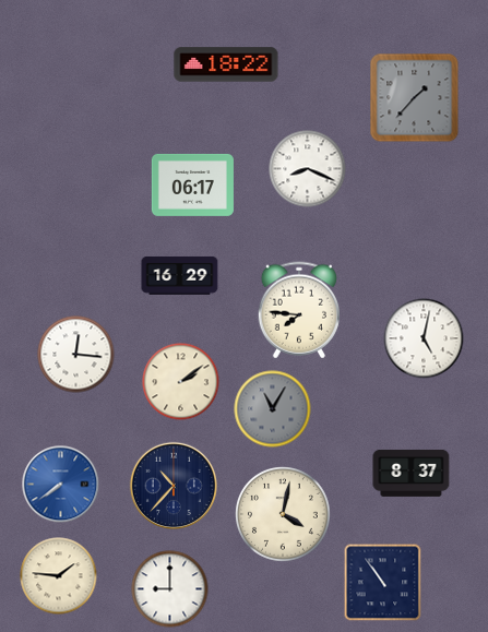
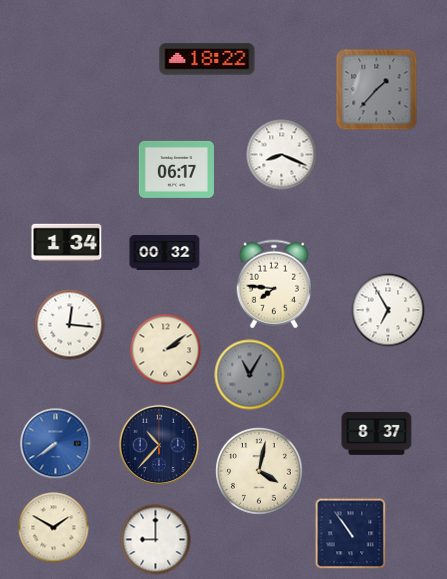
clock at (415, 98) position: (415, 98) -> (377, 90)
clock at (67, 243): none -> 1:34
clock at (180, 275): 16:29 -> 00:32
clock at (424, 338): 5:02 -> 6:55
clock at (59, 576): 1:46 -> 1:50
